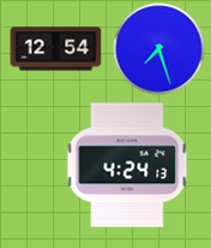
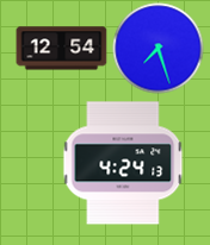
clock at (56, 49) position: (56, 49) -> (62, 49)
clock at (127, 165) position: (127, 165) -> (123, 163)
